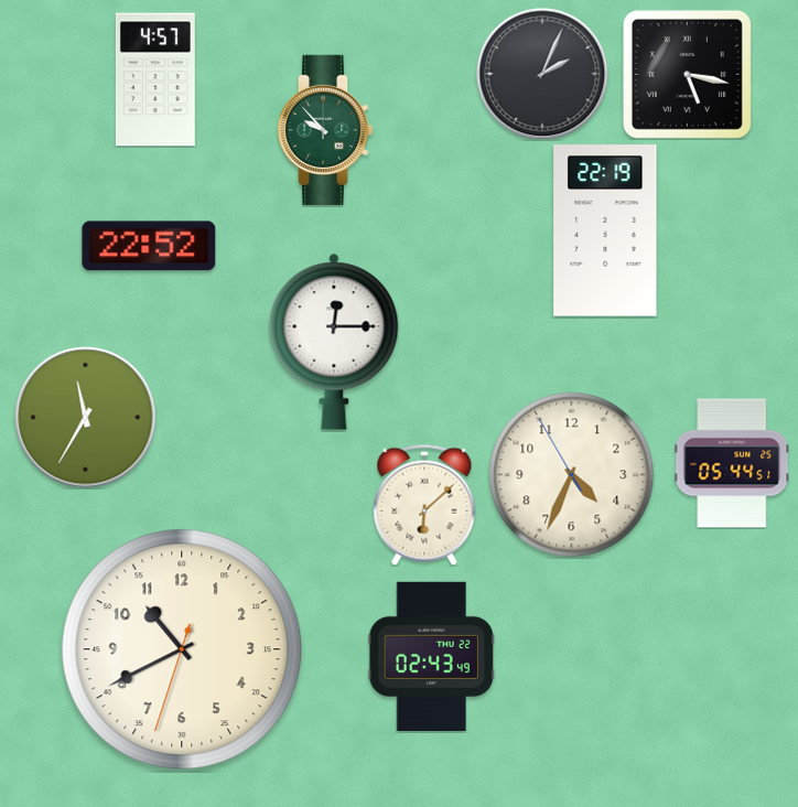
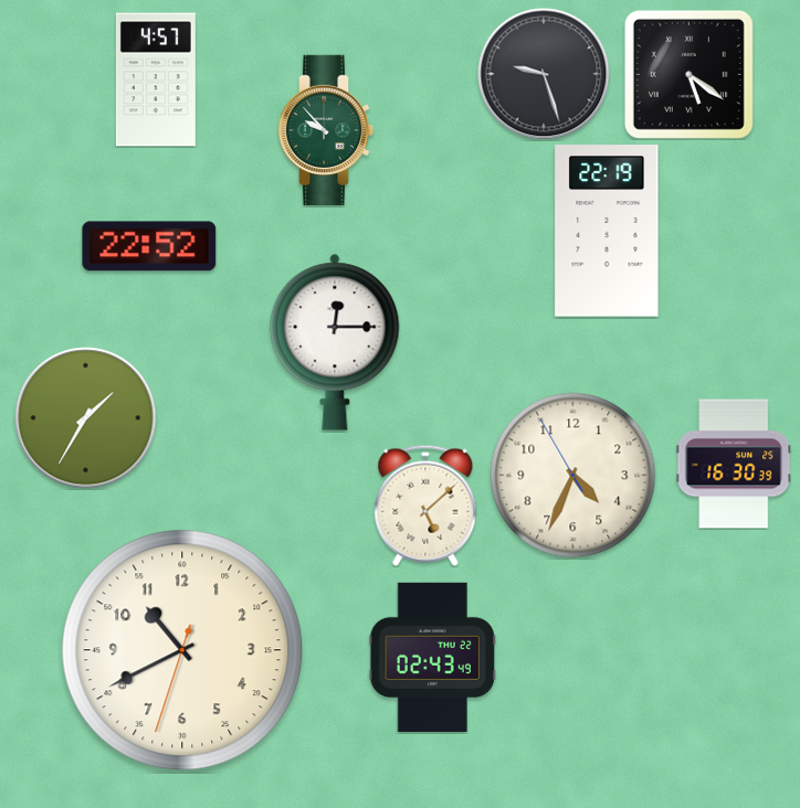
clock at (542, 74): 2:04 -> 9:27
clock at (687, 74): 5:17 -> 5:21
clock at (86, 418): 11:35 -> 1:35
clock at (732, 463): 05:44 -> 16:30
clock at (424, 505): 6:08 -> 5:08
